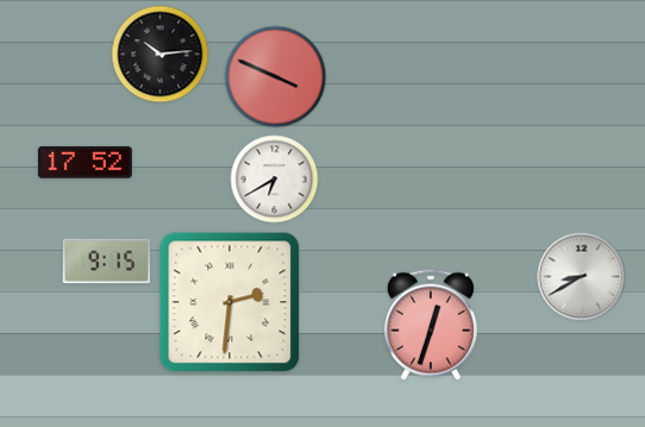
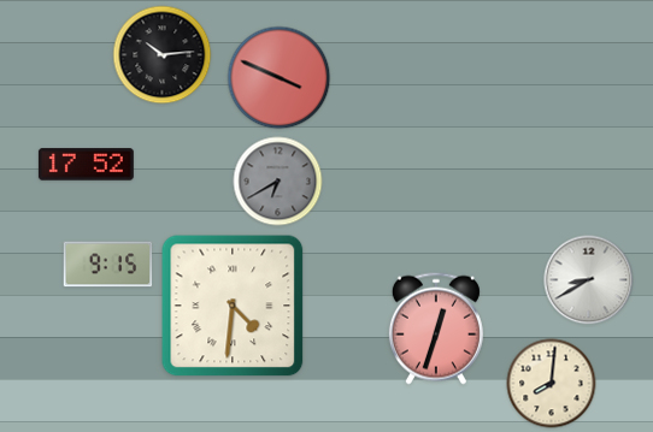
clock at (275, 180) dial: white -> grey
clock at (230, 302): 2:31 -> 4:31
clock at (552, 384): none -> 8:01
